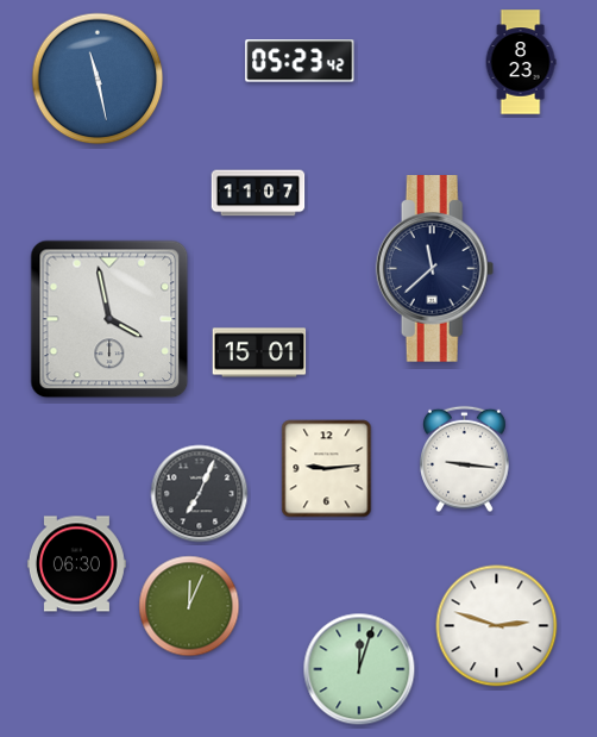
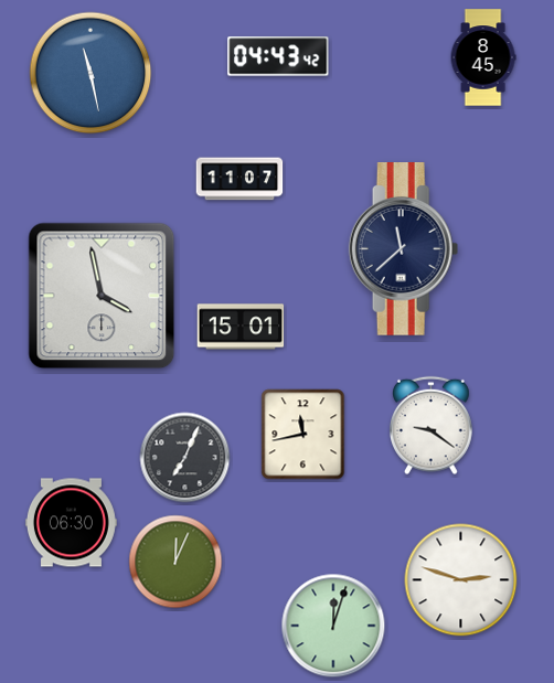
clock at (300, 61): 05:23 -> 04:43
clock at (521, 62): 8:23 -> 8:45
clock at (465, 460): 9:16 -> 9:21
clock at (327, 469): 9:14 -> 11:43
clock at (359, 669) position: (359, 669) -> (333, 626)
